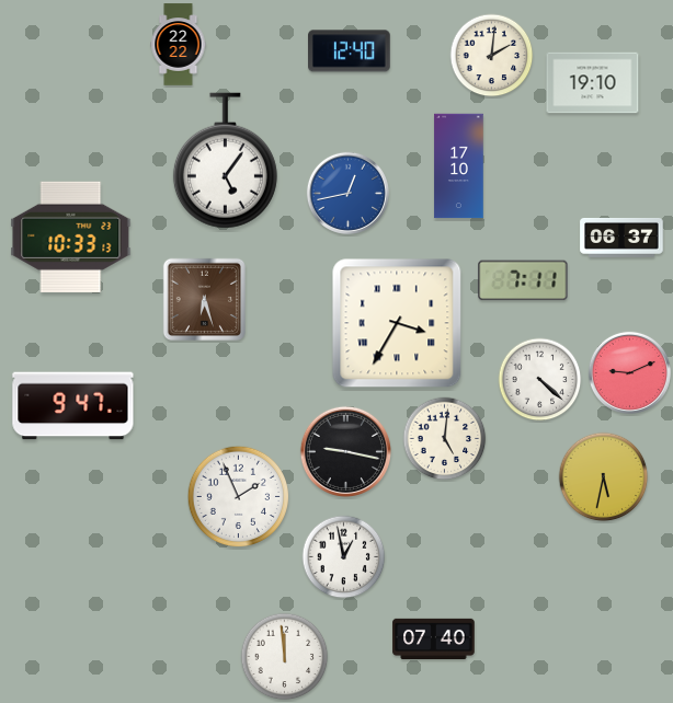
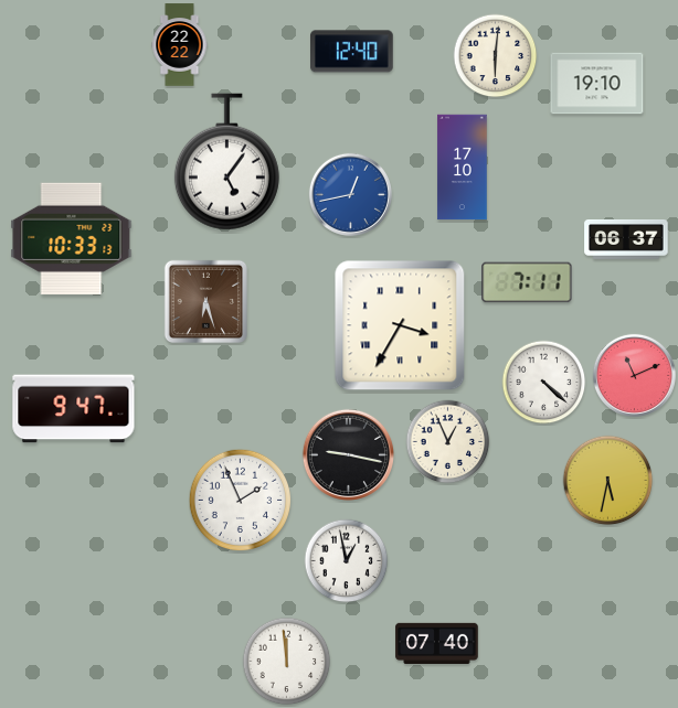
clock at (492, 56): 2:01 -> 6:01
clock at (629, 372): 9:11 -> 11:11
clock at (445, 439): 5:01 -> 12:56
